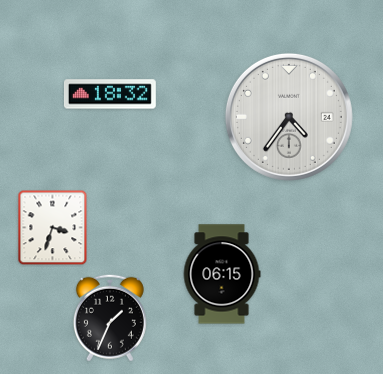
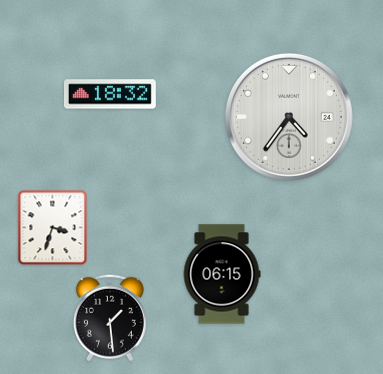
clock at (110, 318): 1:34 -> 1:29
